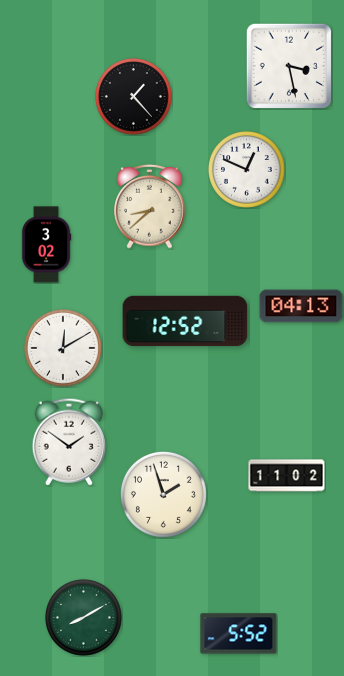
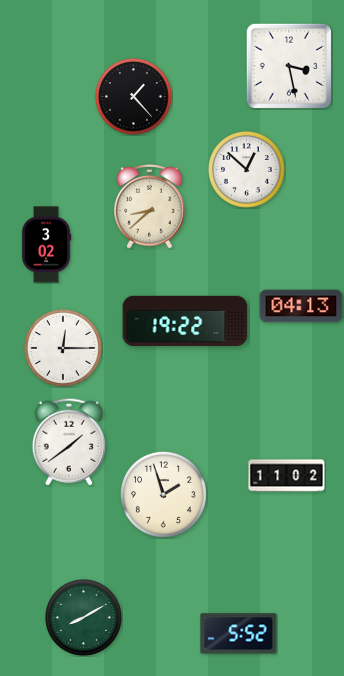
clock at (247, 170): 12:49 -> 12:52
clock at (185, 321): 12:52 -> 19:22
clock at (64, 349): 12:10 -> 12:15
clock at (69, 442): 1:51 -> 1:39
